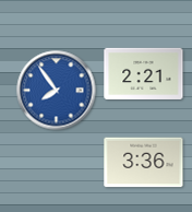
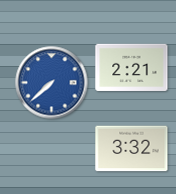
clock at (57, 91): 7:54 -> 7:38
clock at (144, 163): 3:36 -> 3:32
